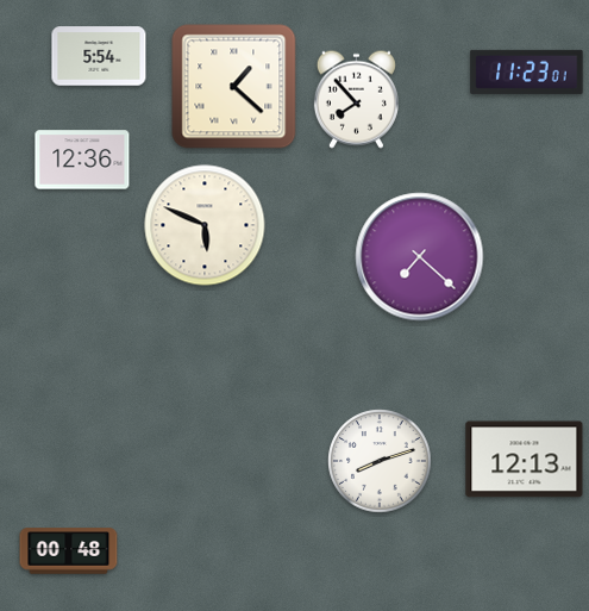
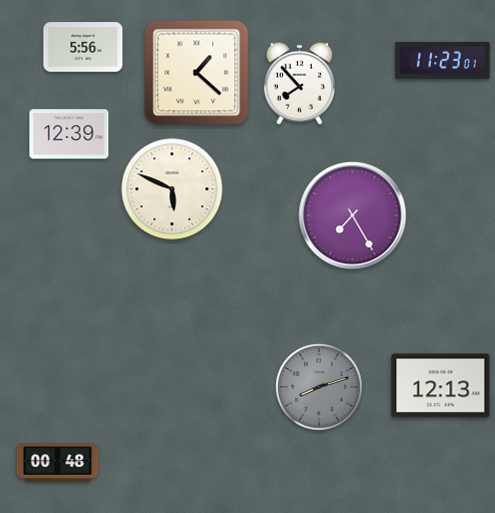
clock at (99, 56): 5:54 -> 5:56
clock at (82, 160): 12:36 -> 12:39
clock at (420, 257): 7:22 -> 7:25
clock at (380, 461) dial: white -> grey
